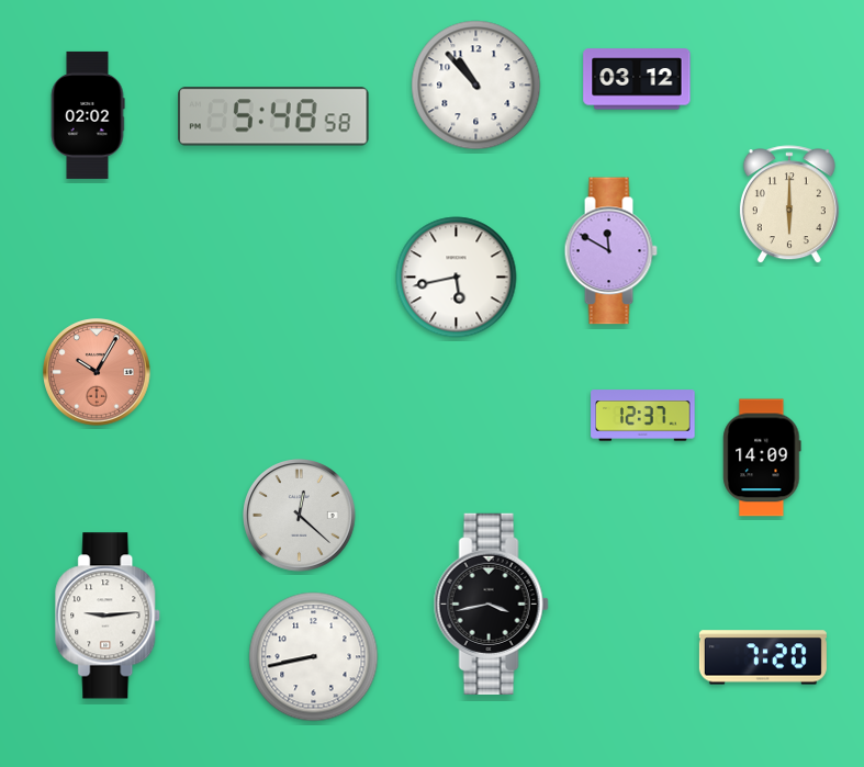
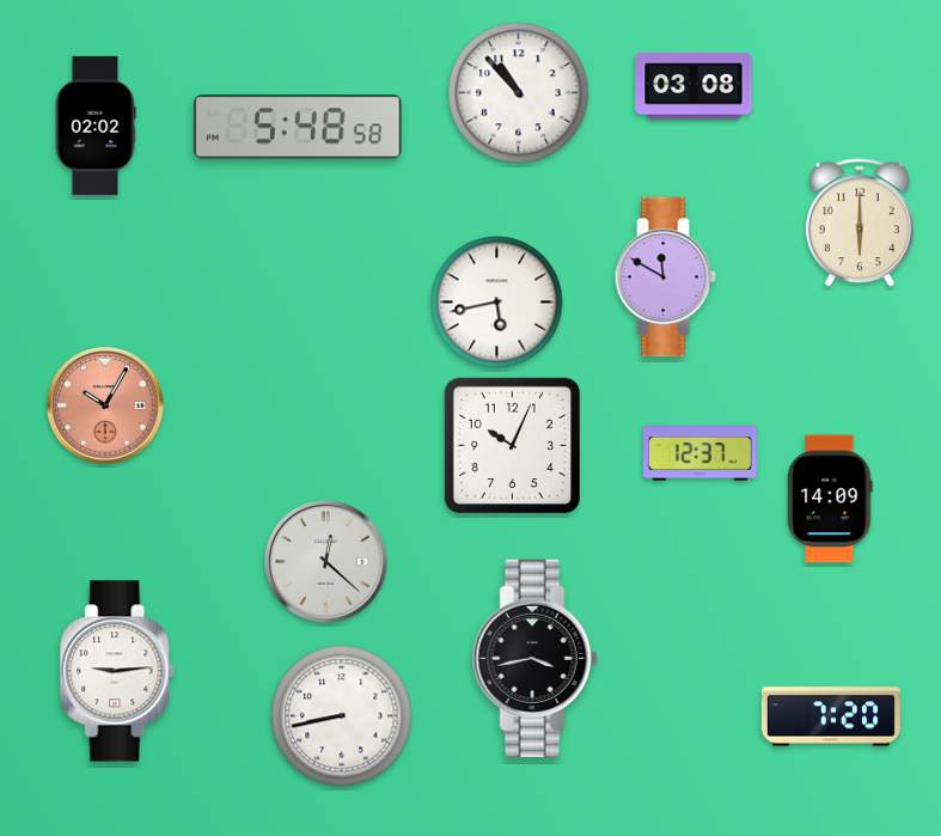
clock at (637, 79): 03:12 -> 03:08
clock at (610, 251) position: (610, 251) -> (665, 277)
clock at (512, 445): none -> 10:04
